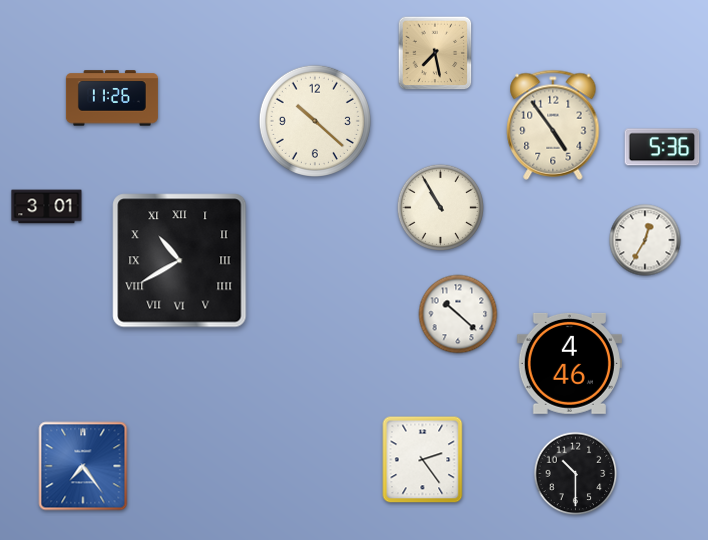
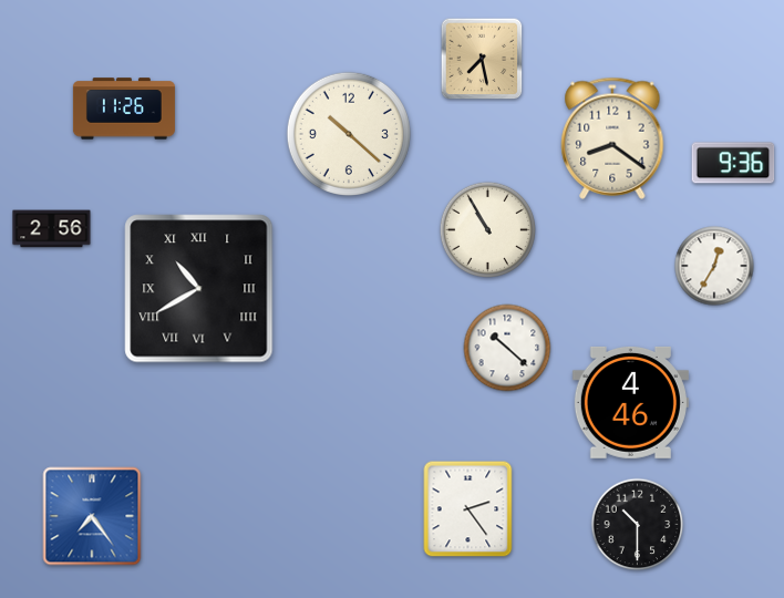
clock at (553, 125): 4:54 -> 8:21
clock at (662, 147): 5:36 -> 9:36
clock at (47, 207): 3:01 -> 2:56
